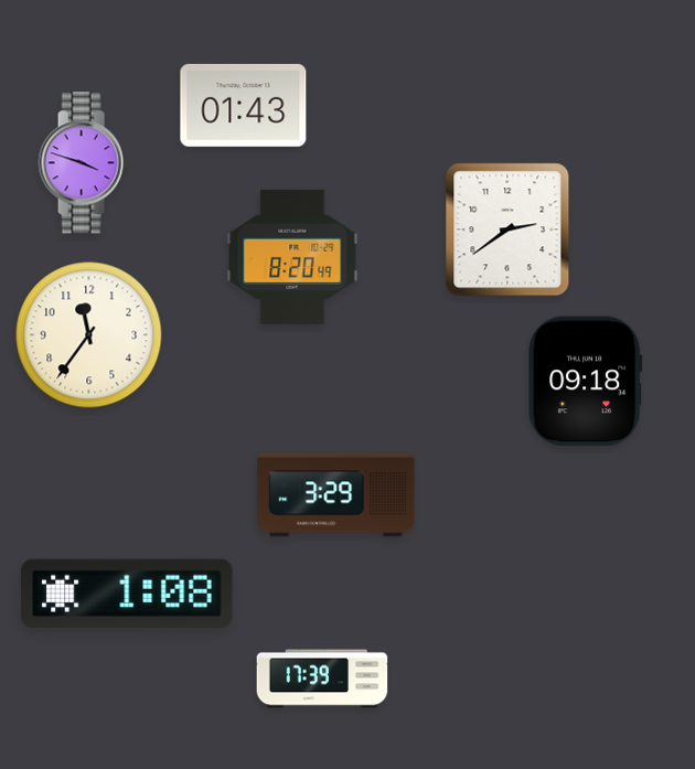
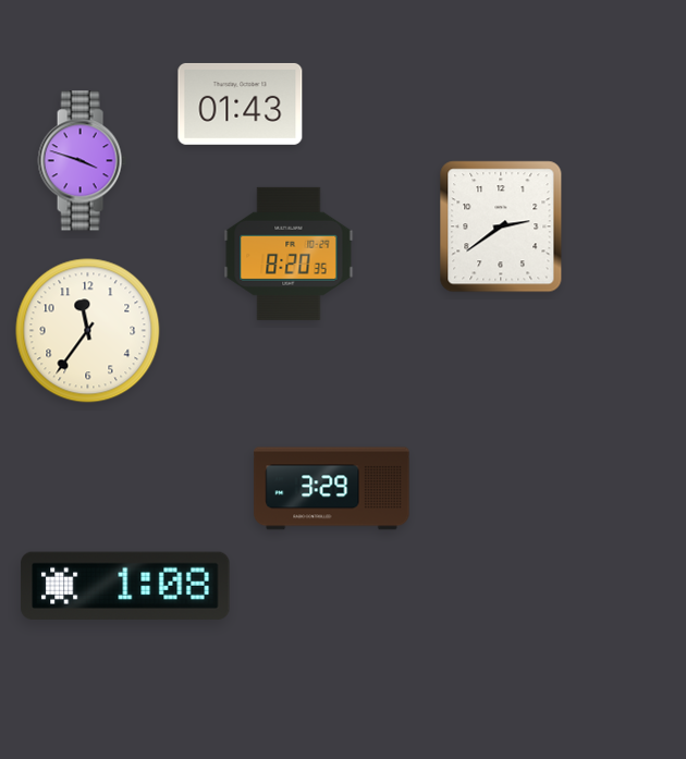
clock at (292, 257): 8:20:49 -> 8:20:35
clock at (586, 382): 09:18 -> none
clock at (322, 679): 17:39 -> none
